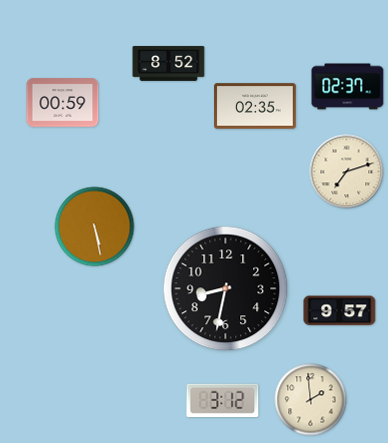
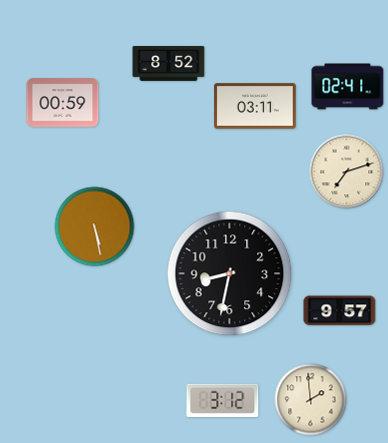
clock at (348, 87): 02:37 -> 02:41
clock at (255, 106): 02:35 -> 03:11
clock at (226, 289) position: (226, 289) -> (230, 274)
